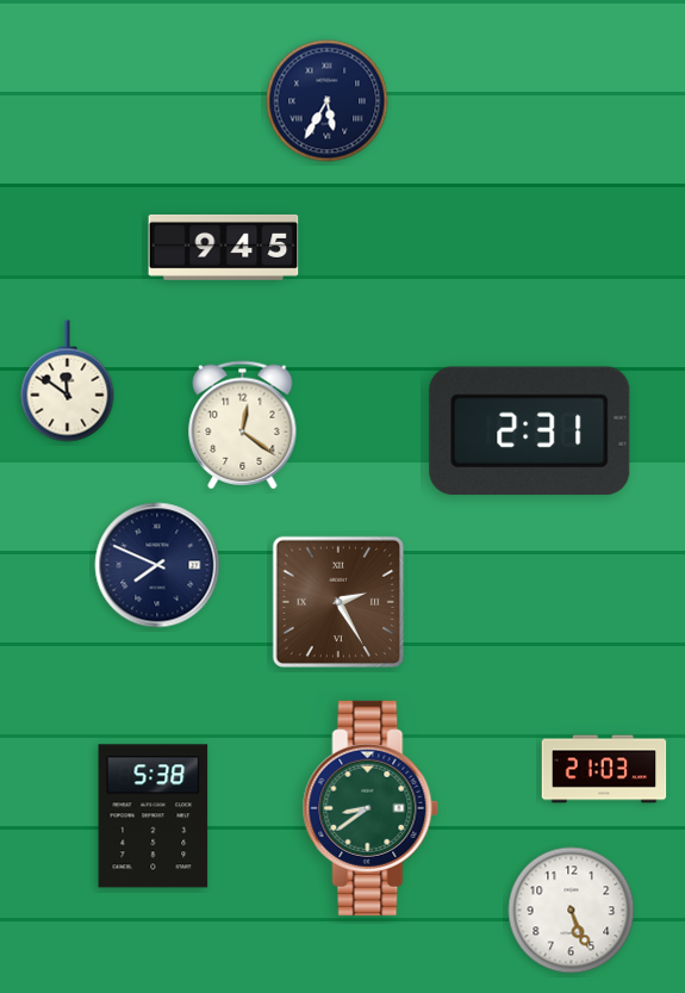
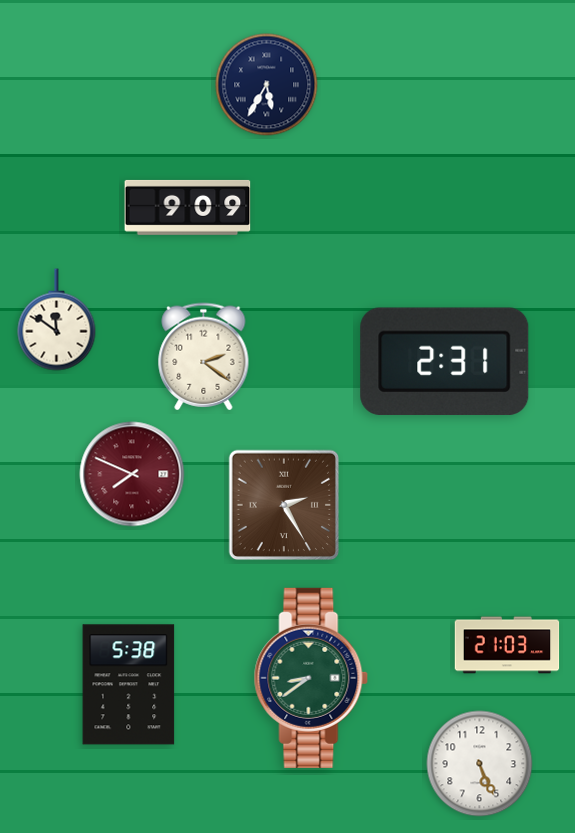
clock at (328, 101) position: (328, 101) -> (267, 85)
clock at (224, 247): 9:45 -> 9:09
clock at (243, 426): 12:21 -> 2:21
clock at (157, 565) dial: navy -> burgundy
